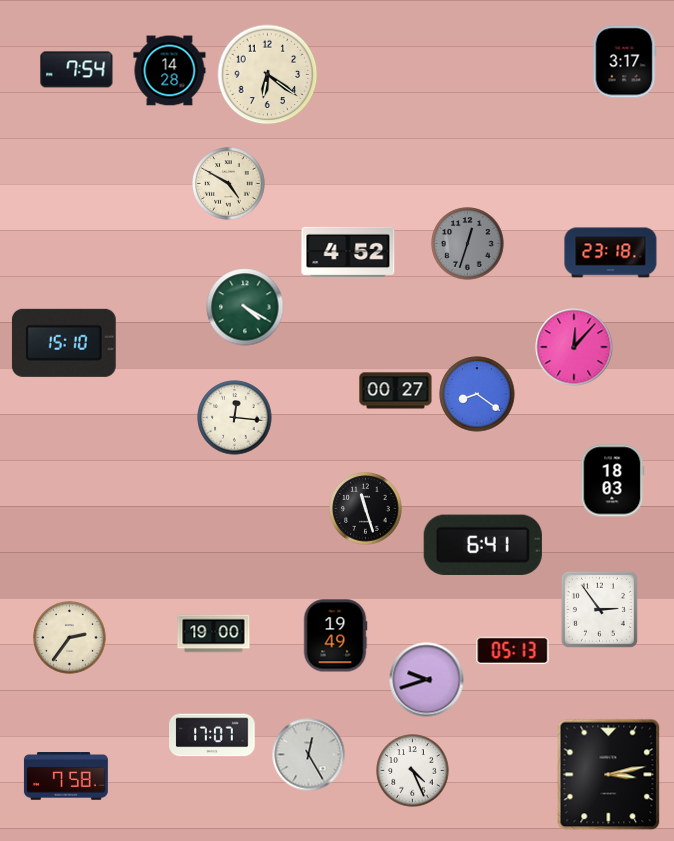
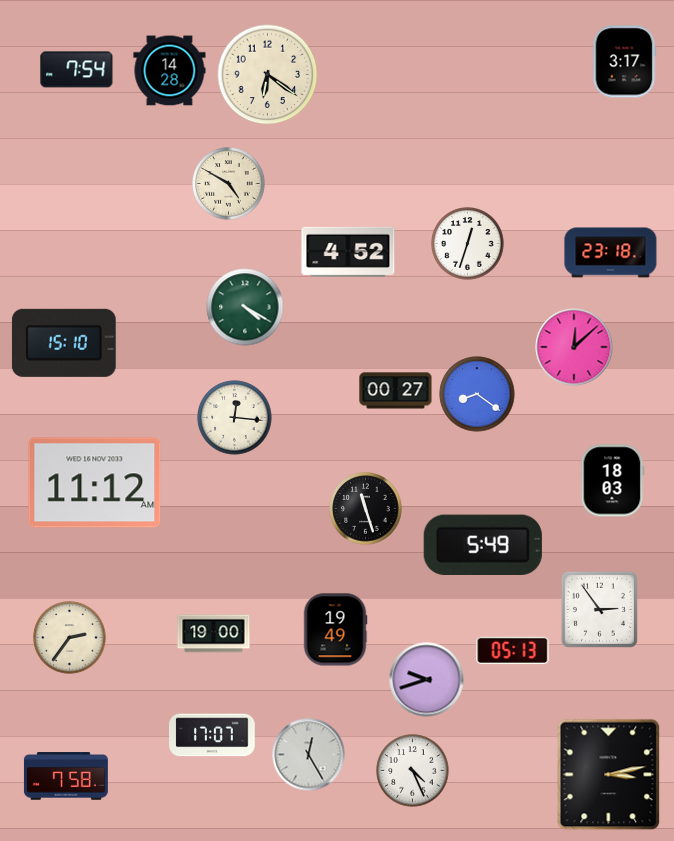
clock at (468, 244) dial: grey -> white
clock at (574, 347): 12:07 -> 12:08
clock at (95, 483): none -> 11:12
clock at (483, 545): 6:41 -> 5:49
clock at (335, 636) position: (335, 636) -> (335, 630)
